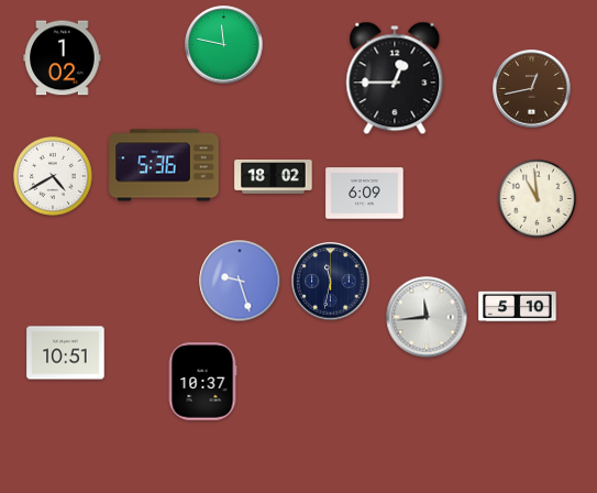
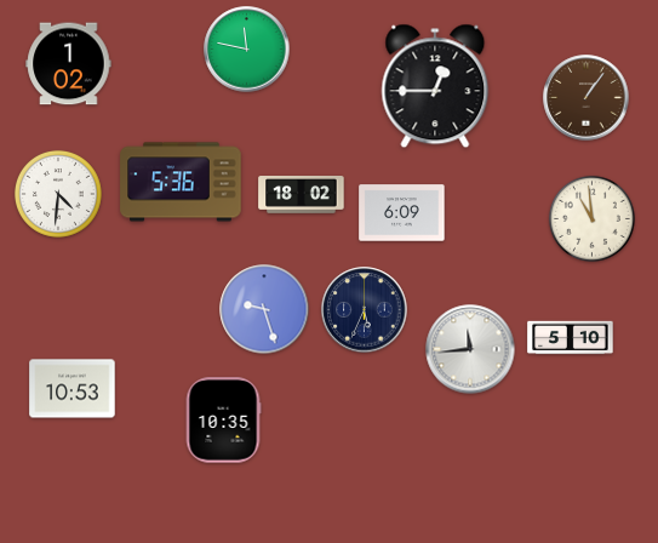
clock at (532, 89): 12:43 -> 1:06
clock at (53, 176): 4:40 -> 4:31
clock at (331, 282): 11:32 -> 5:34
clock at (66, 353): 10:51 -> 10:53
clock at (202, 382): 10:37 -> 10:35
